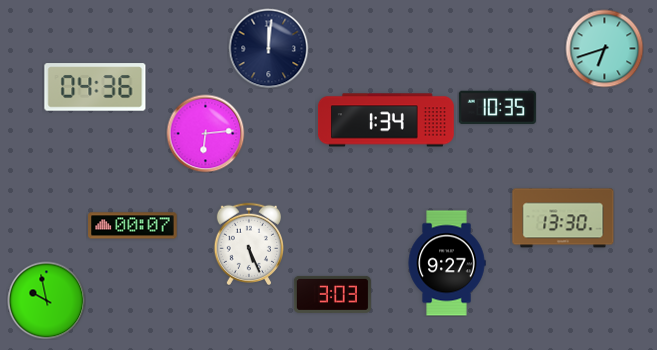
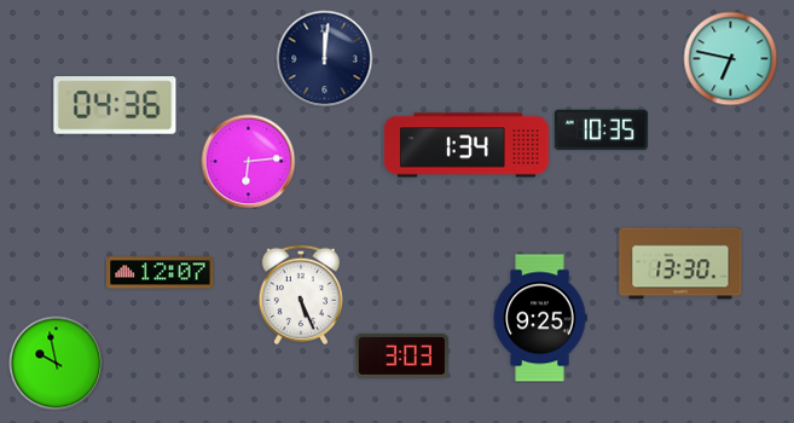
clock at (604, 48): 6:42 -> 6:47
clock at (133, 226): 00:07 -> 12:07
clock at (447, 263): 9:27 -> 9:25
